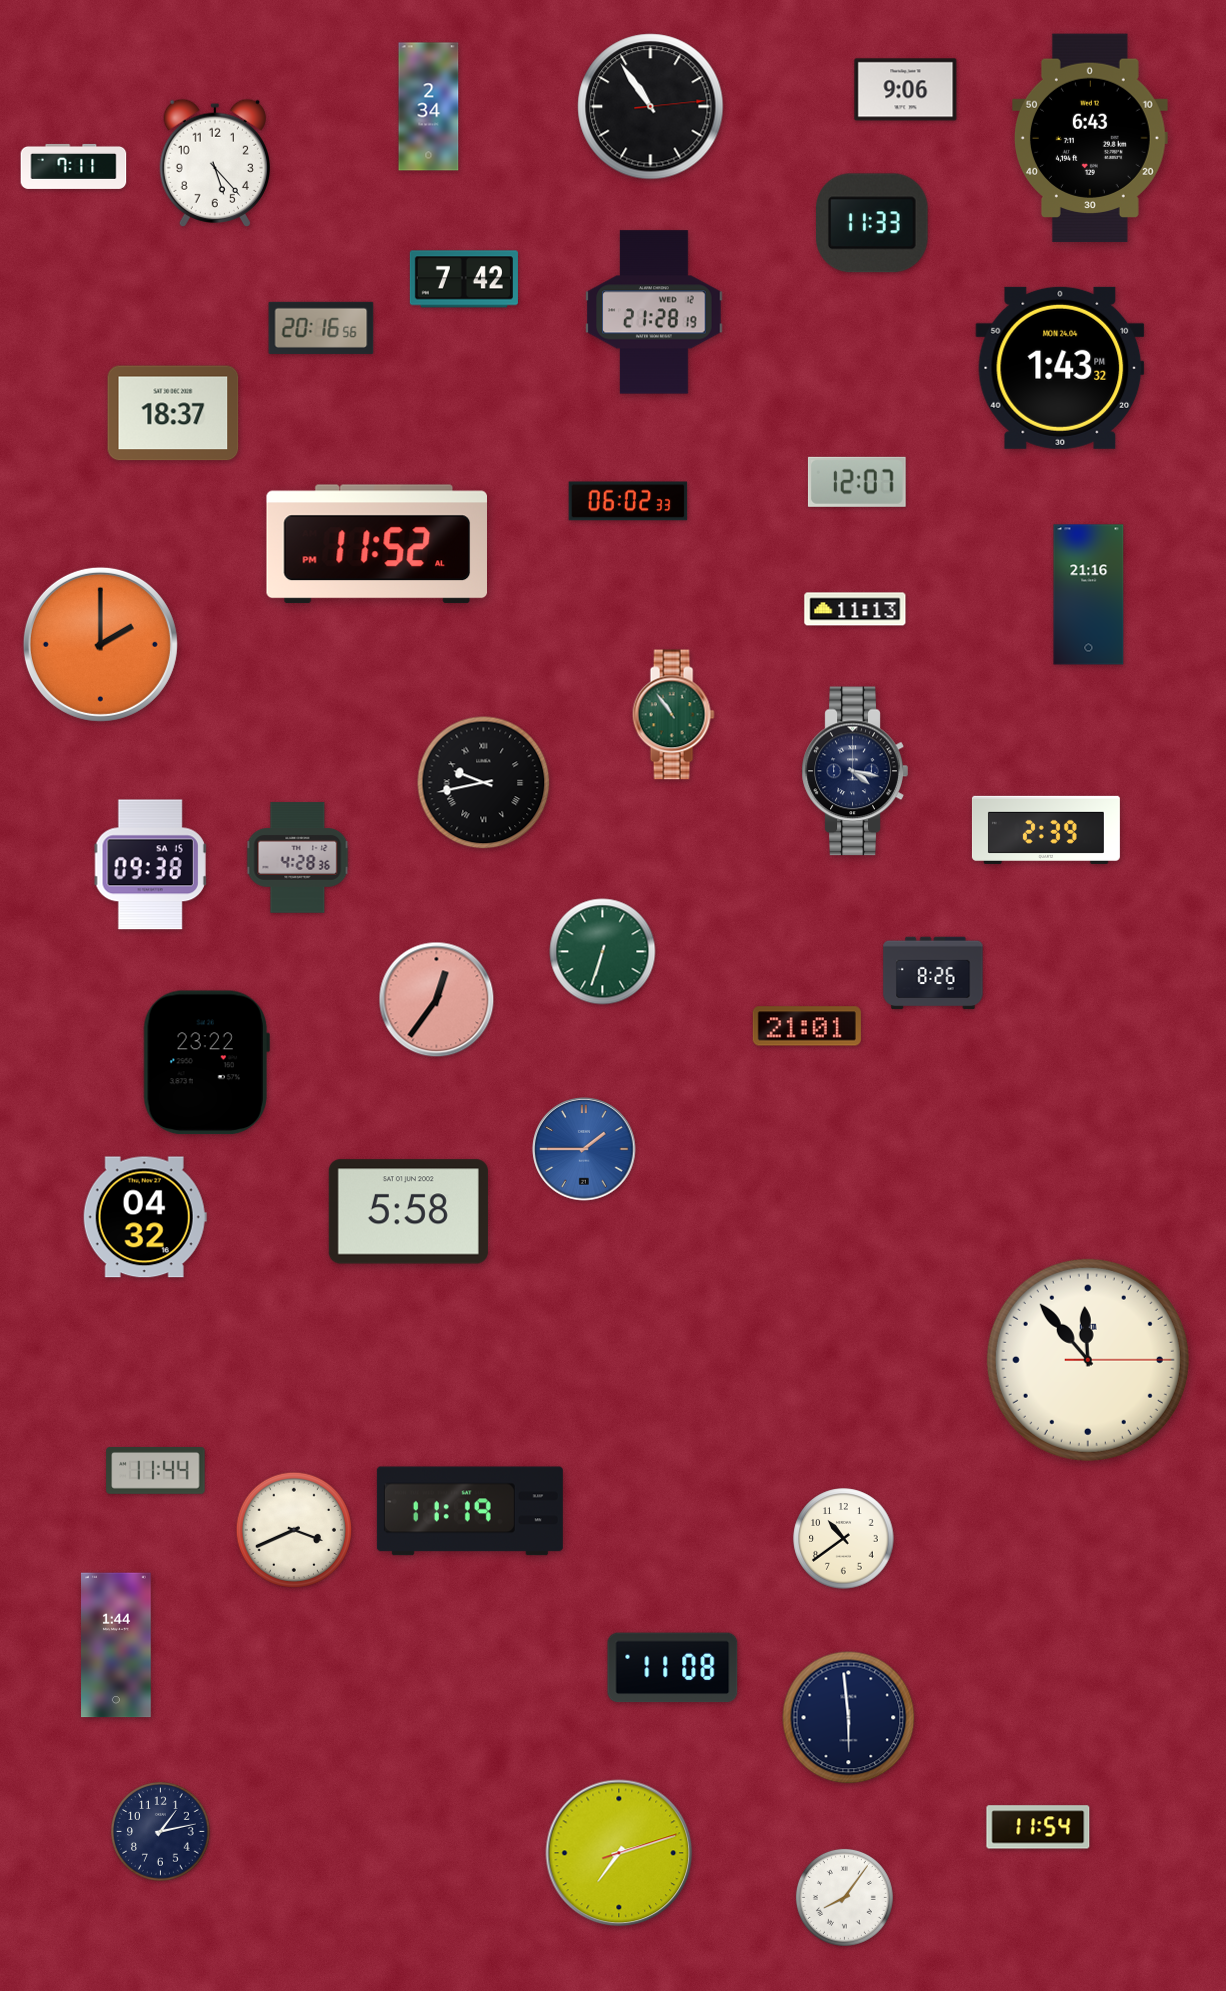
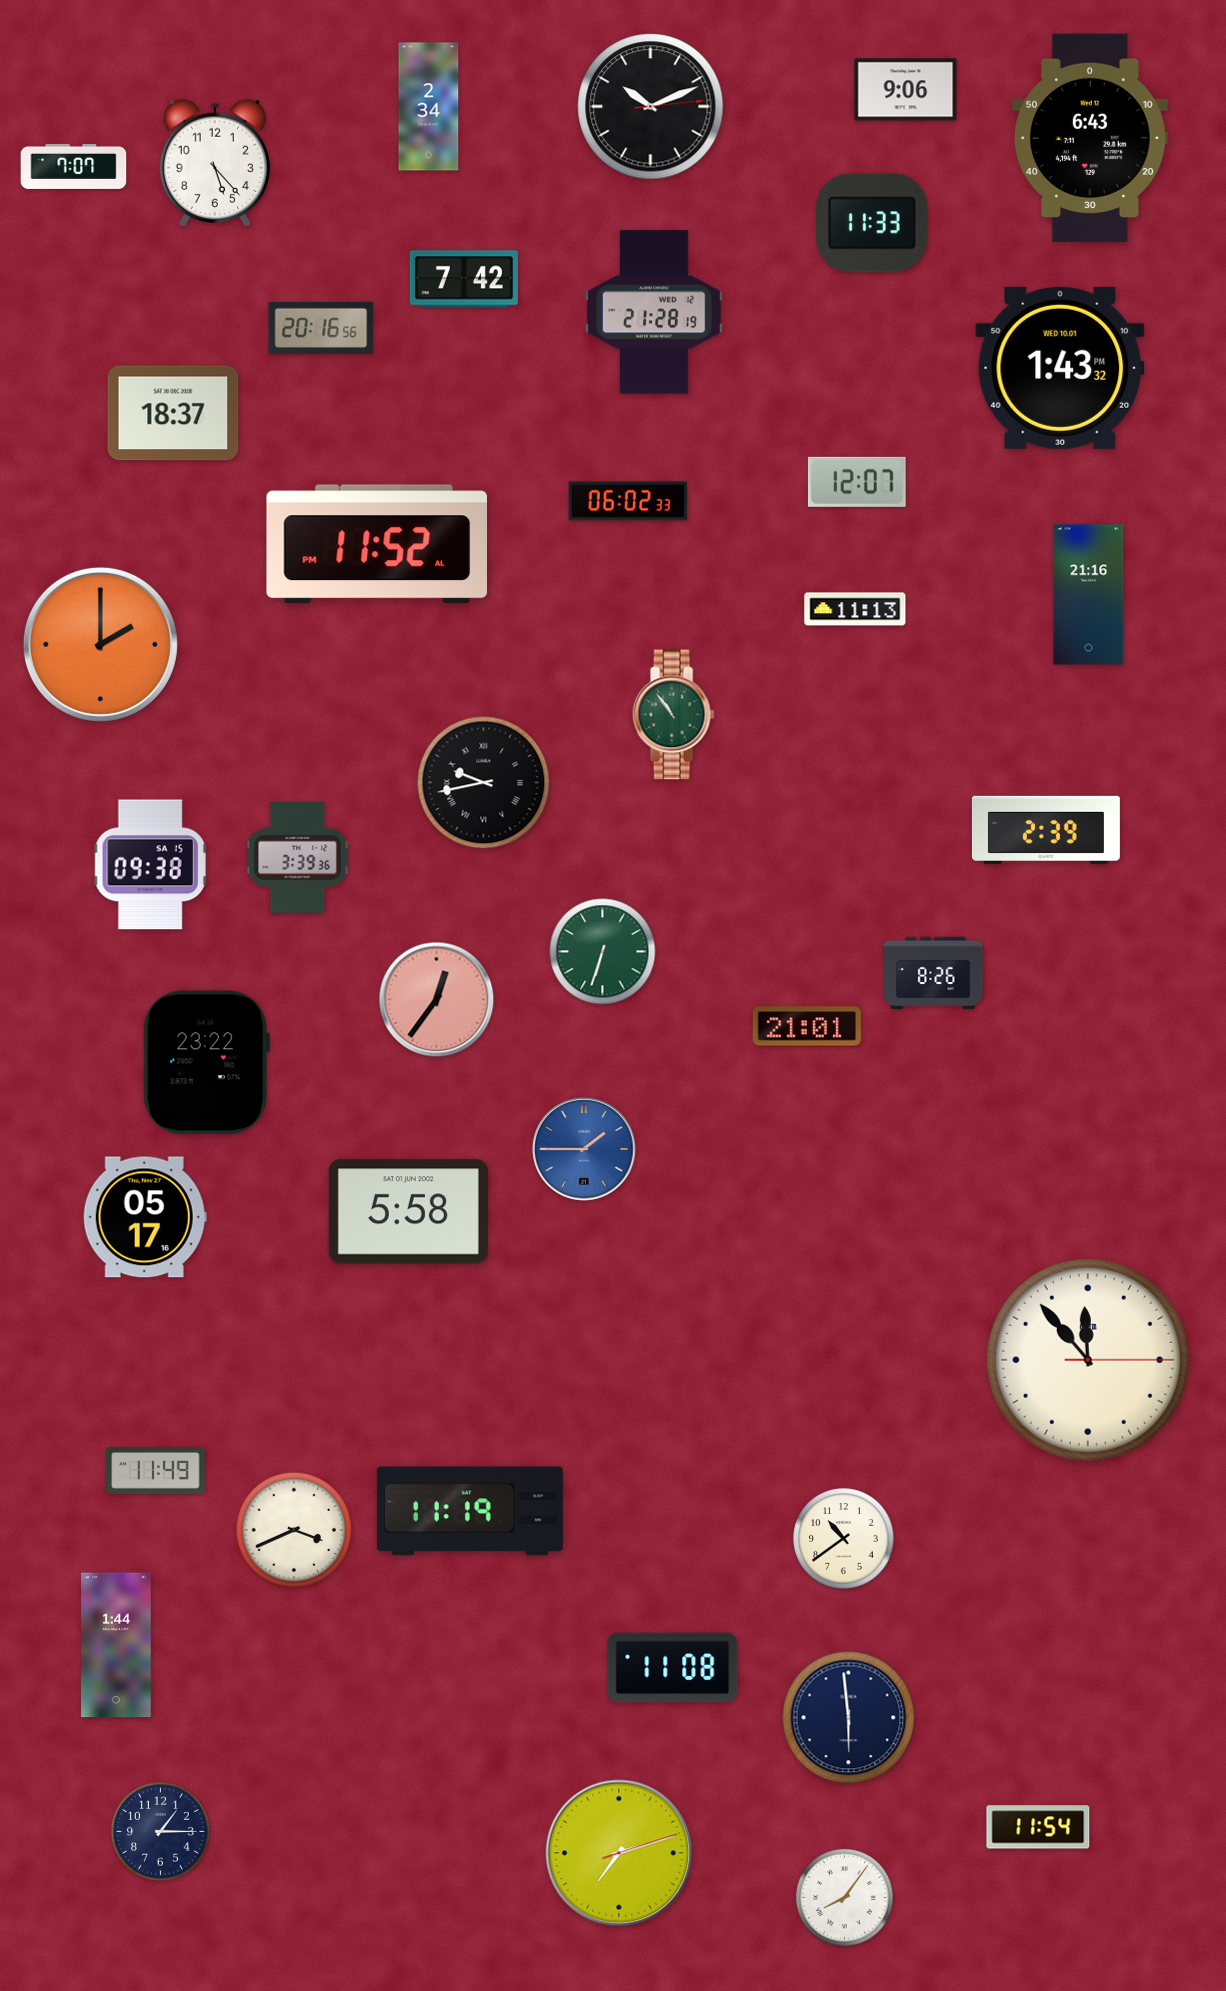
clock at (651, 107): 10:54 -> 10:11
clock at (74, 166): 7:11 -> 7:07
clock at (1060, 368) date: MON 24.04 -> WED 10.01
clock at (855, 771): 4:17 -> none
clock at (298, 858): 4:28 -> 3:39
clock at (145, 1217): 04:32 -> 05:17
clock at (156, 1471): 11:44 -> 11:49
clock at (161, 1832): 1:13 -> 1:15
